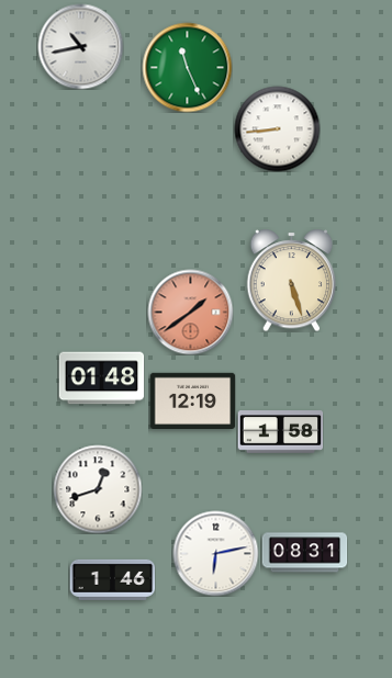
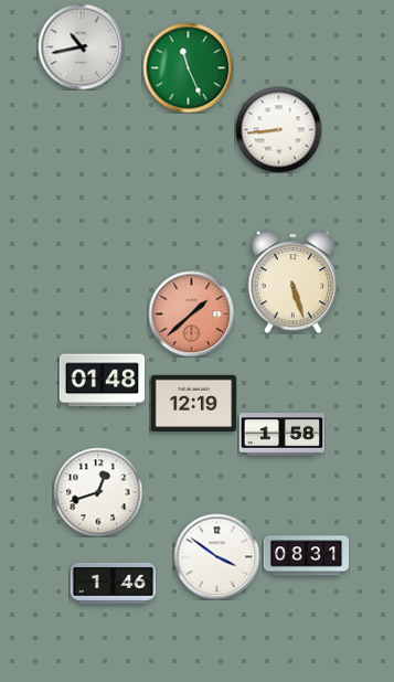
clock at (190, 312): 1:39 -> 1:38
clock at (215, 553): 6:13 -> 3:51
